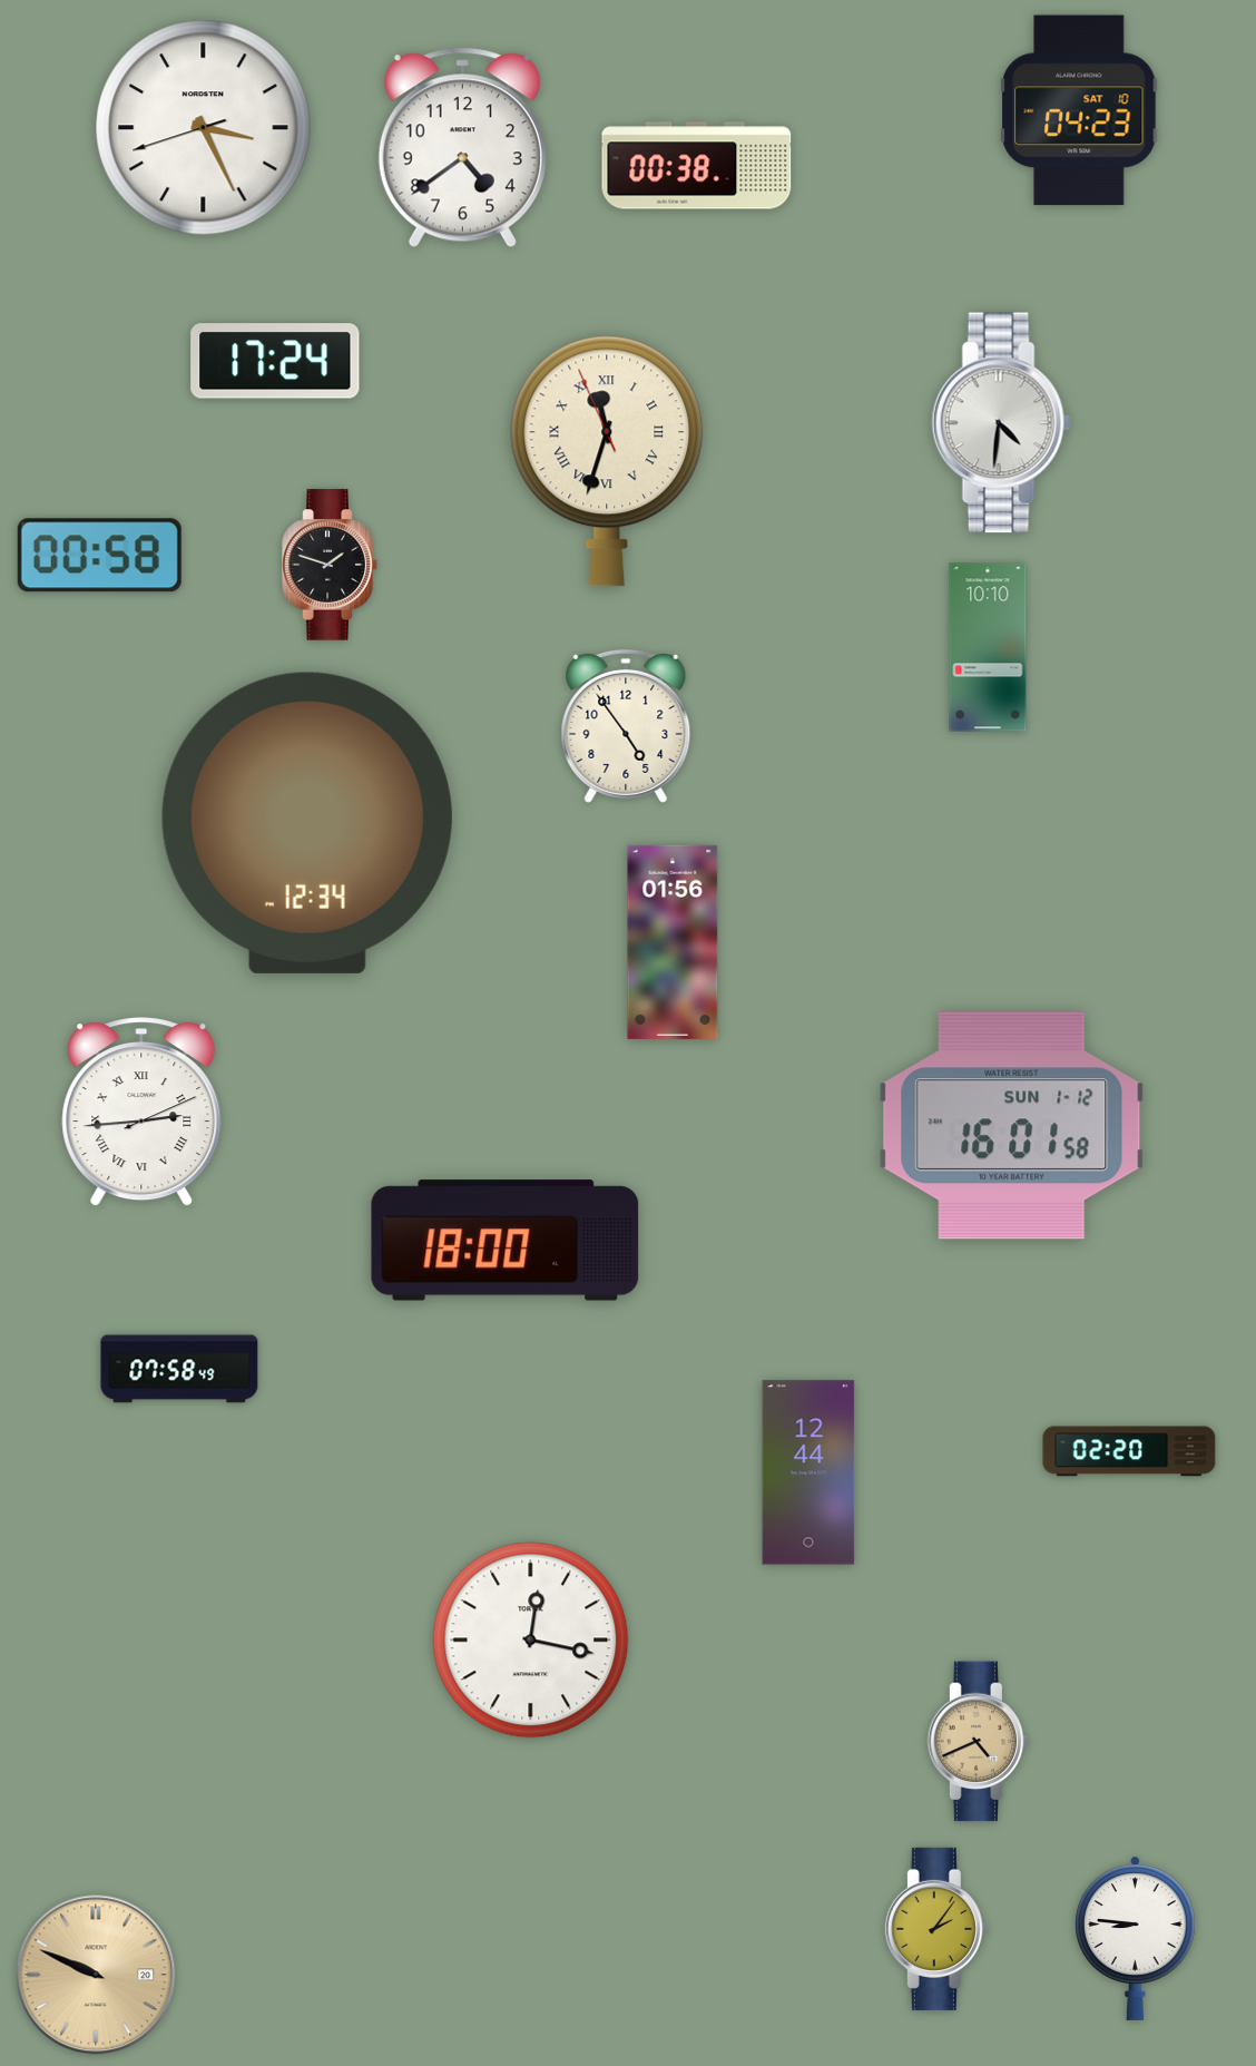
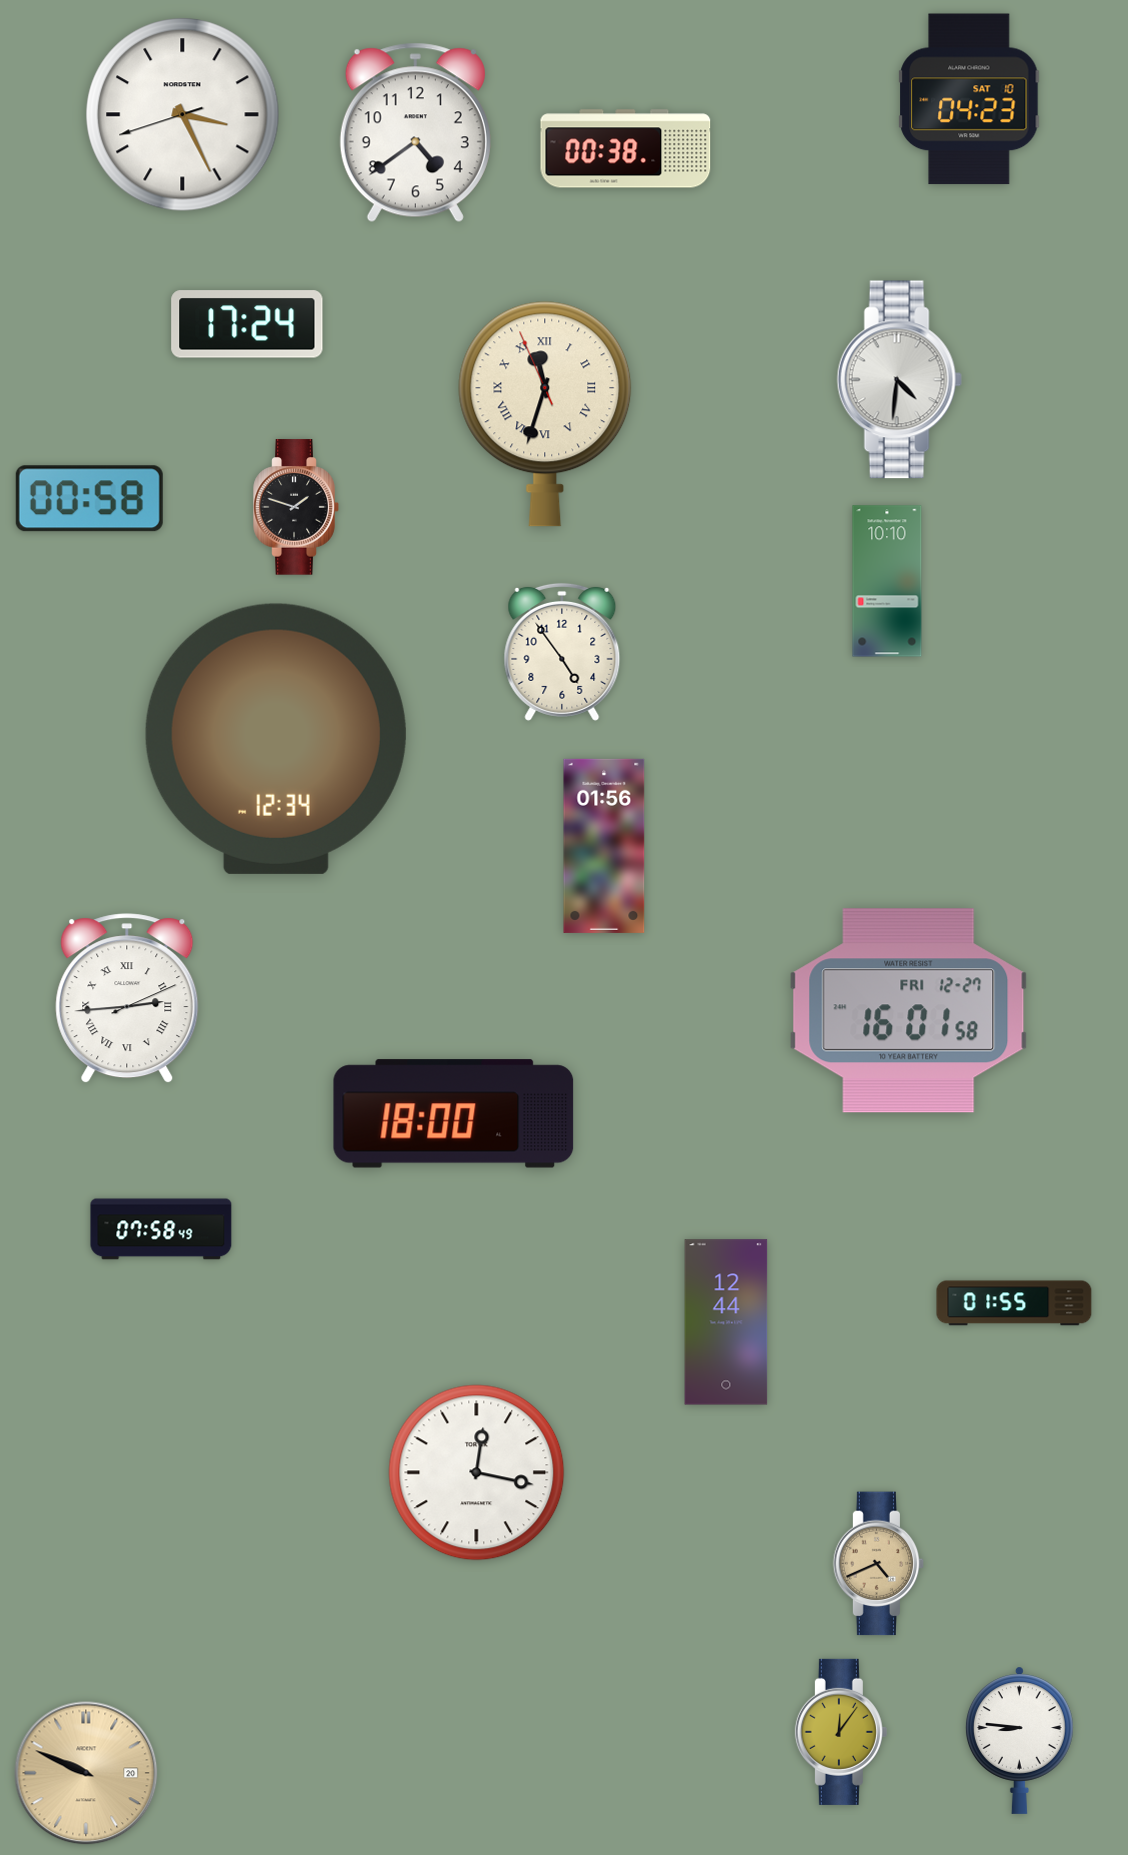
clock at (1012, 1126) date: SUN 1-12 -> FRI 12-27
clock at (1129, 1451): 02:20 -> 01:55
clock at (936, 1929): 2:06 -> 12:06
